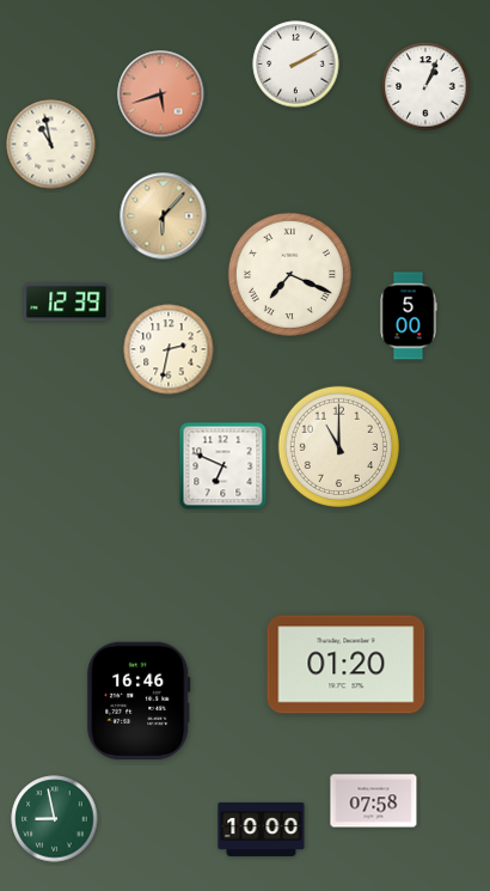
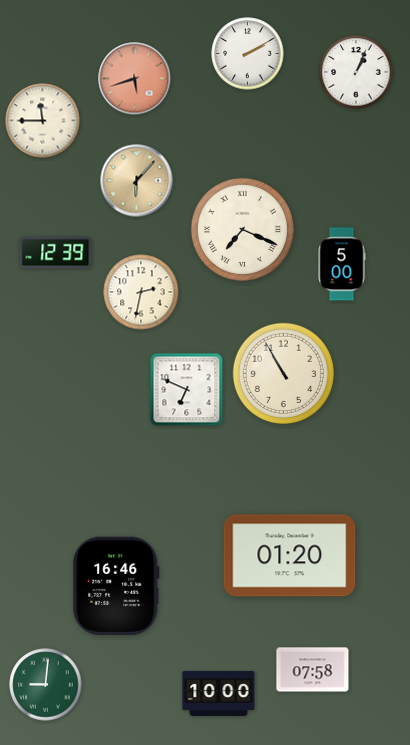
clock at (51, 145): 10:58 -> 11:45
clock at (338, 446): 11:00 -> 10:55
clock at (55, 819): 8:58 -> 9:01
